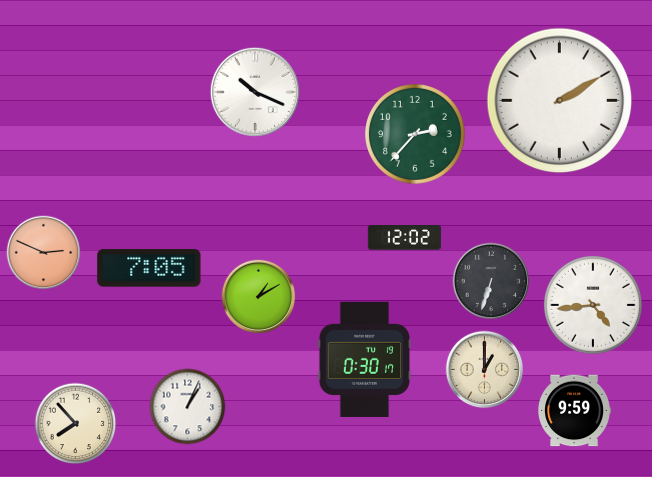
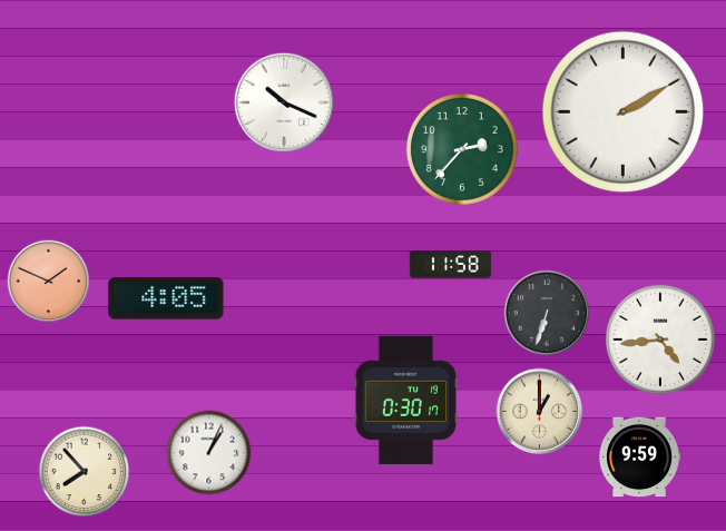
clock at (404, 238): 12:02 -> 11:58
clock at (44, 253): 2:49 -> 1:49
clock at (149, 268): 7:05 -> 4:05
clock at (259, 297): 1:10 -> none
